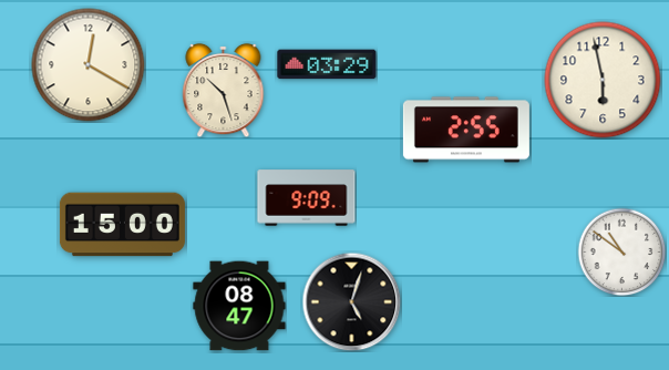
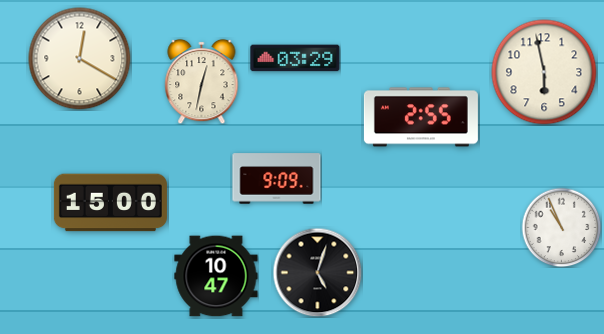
clock at (224, 90): 10:27 -> 12:32
clock at (621, 251): 10:51 -> 10:56
clock at (239, 306): 08:47 -> 10:47
